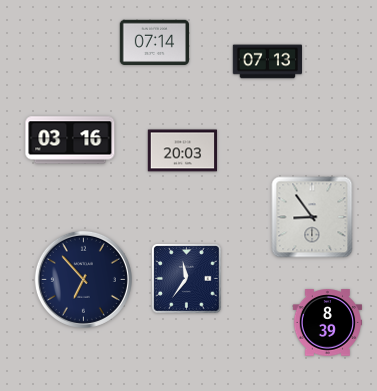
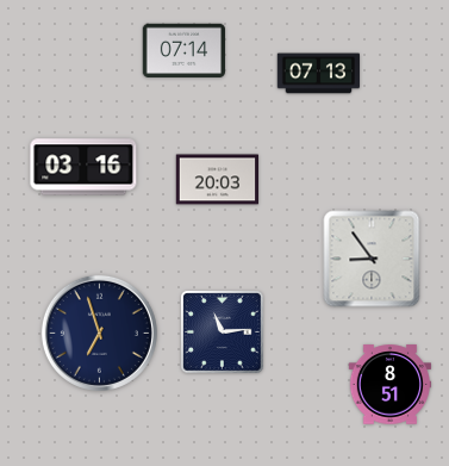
clock at (83, 279): 6:53 -> 6:57
clock at (187, 279): 11:36 -> 11:14
clock at (328, 323): 8:39 -> 8:51
